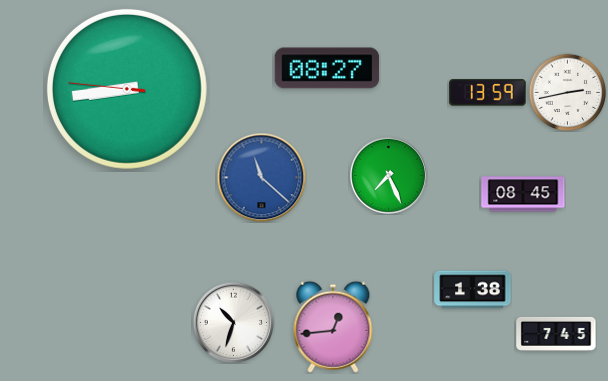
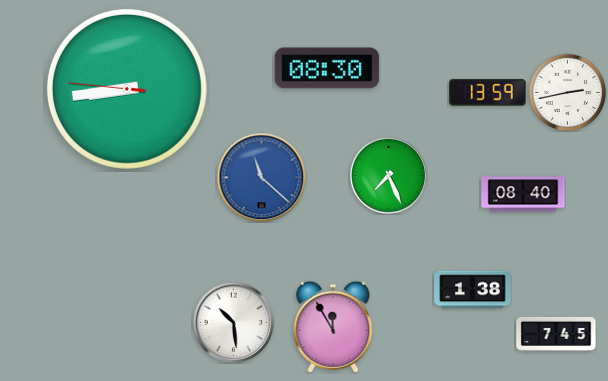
clock at (327, 68): 08:27 -> 08:30
clock at (523, 194): 08:45 -> 08:40
clock at (233, 322): 10:33 -> 10:29
clock at (333, 327): 12:44 -> 11:55
